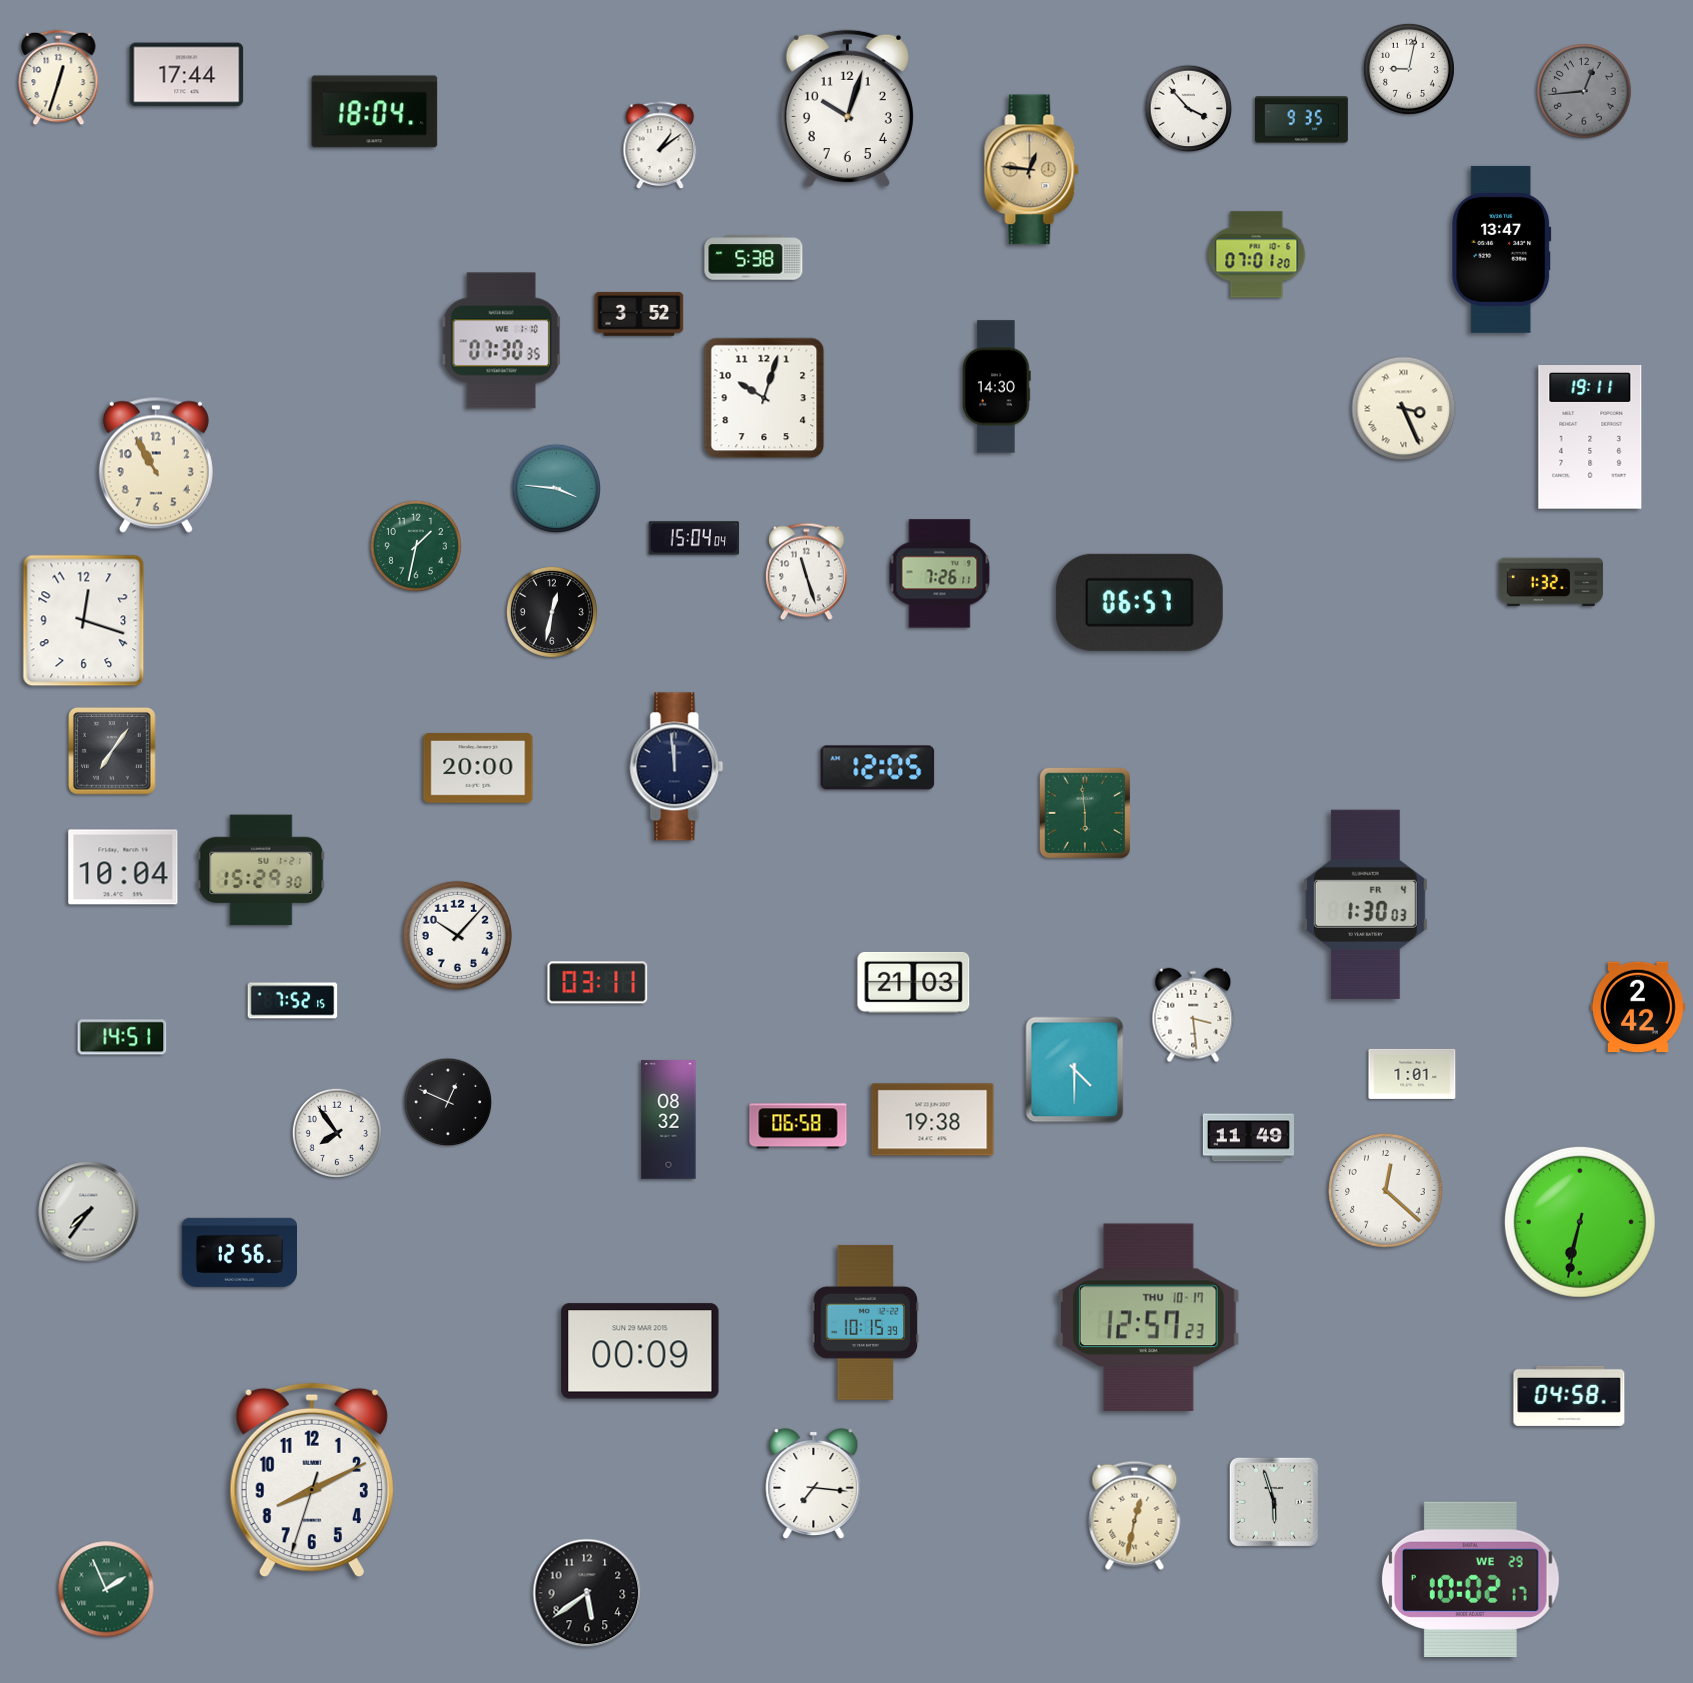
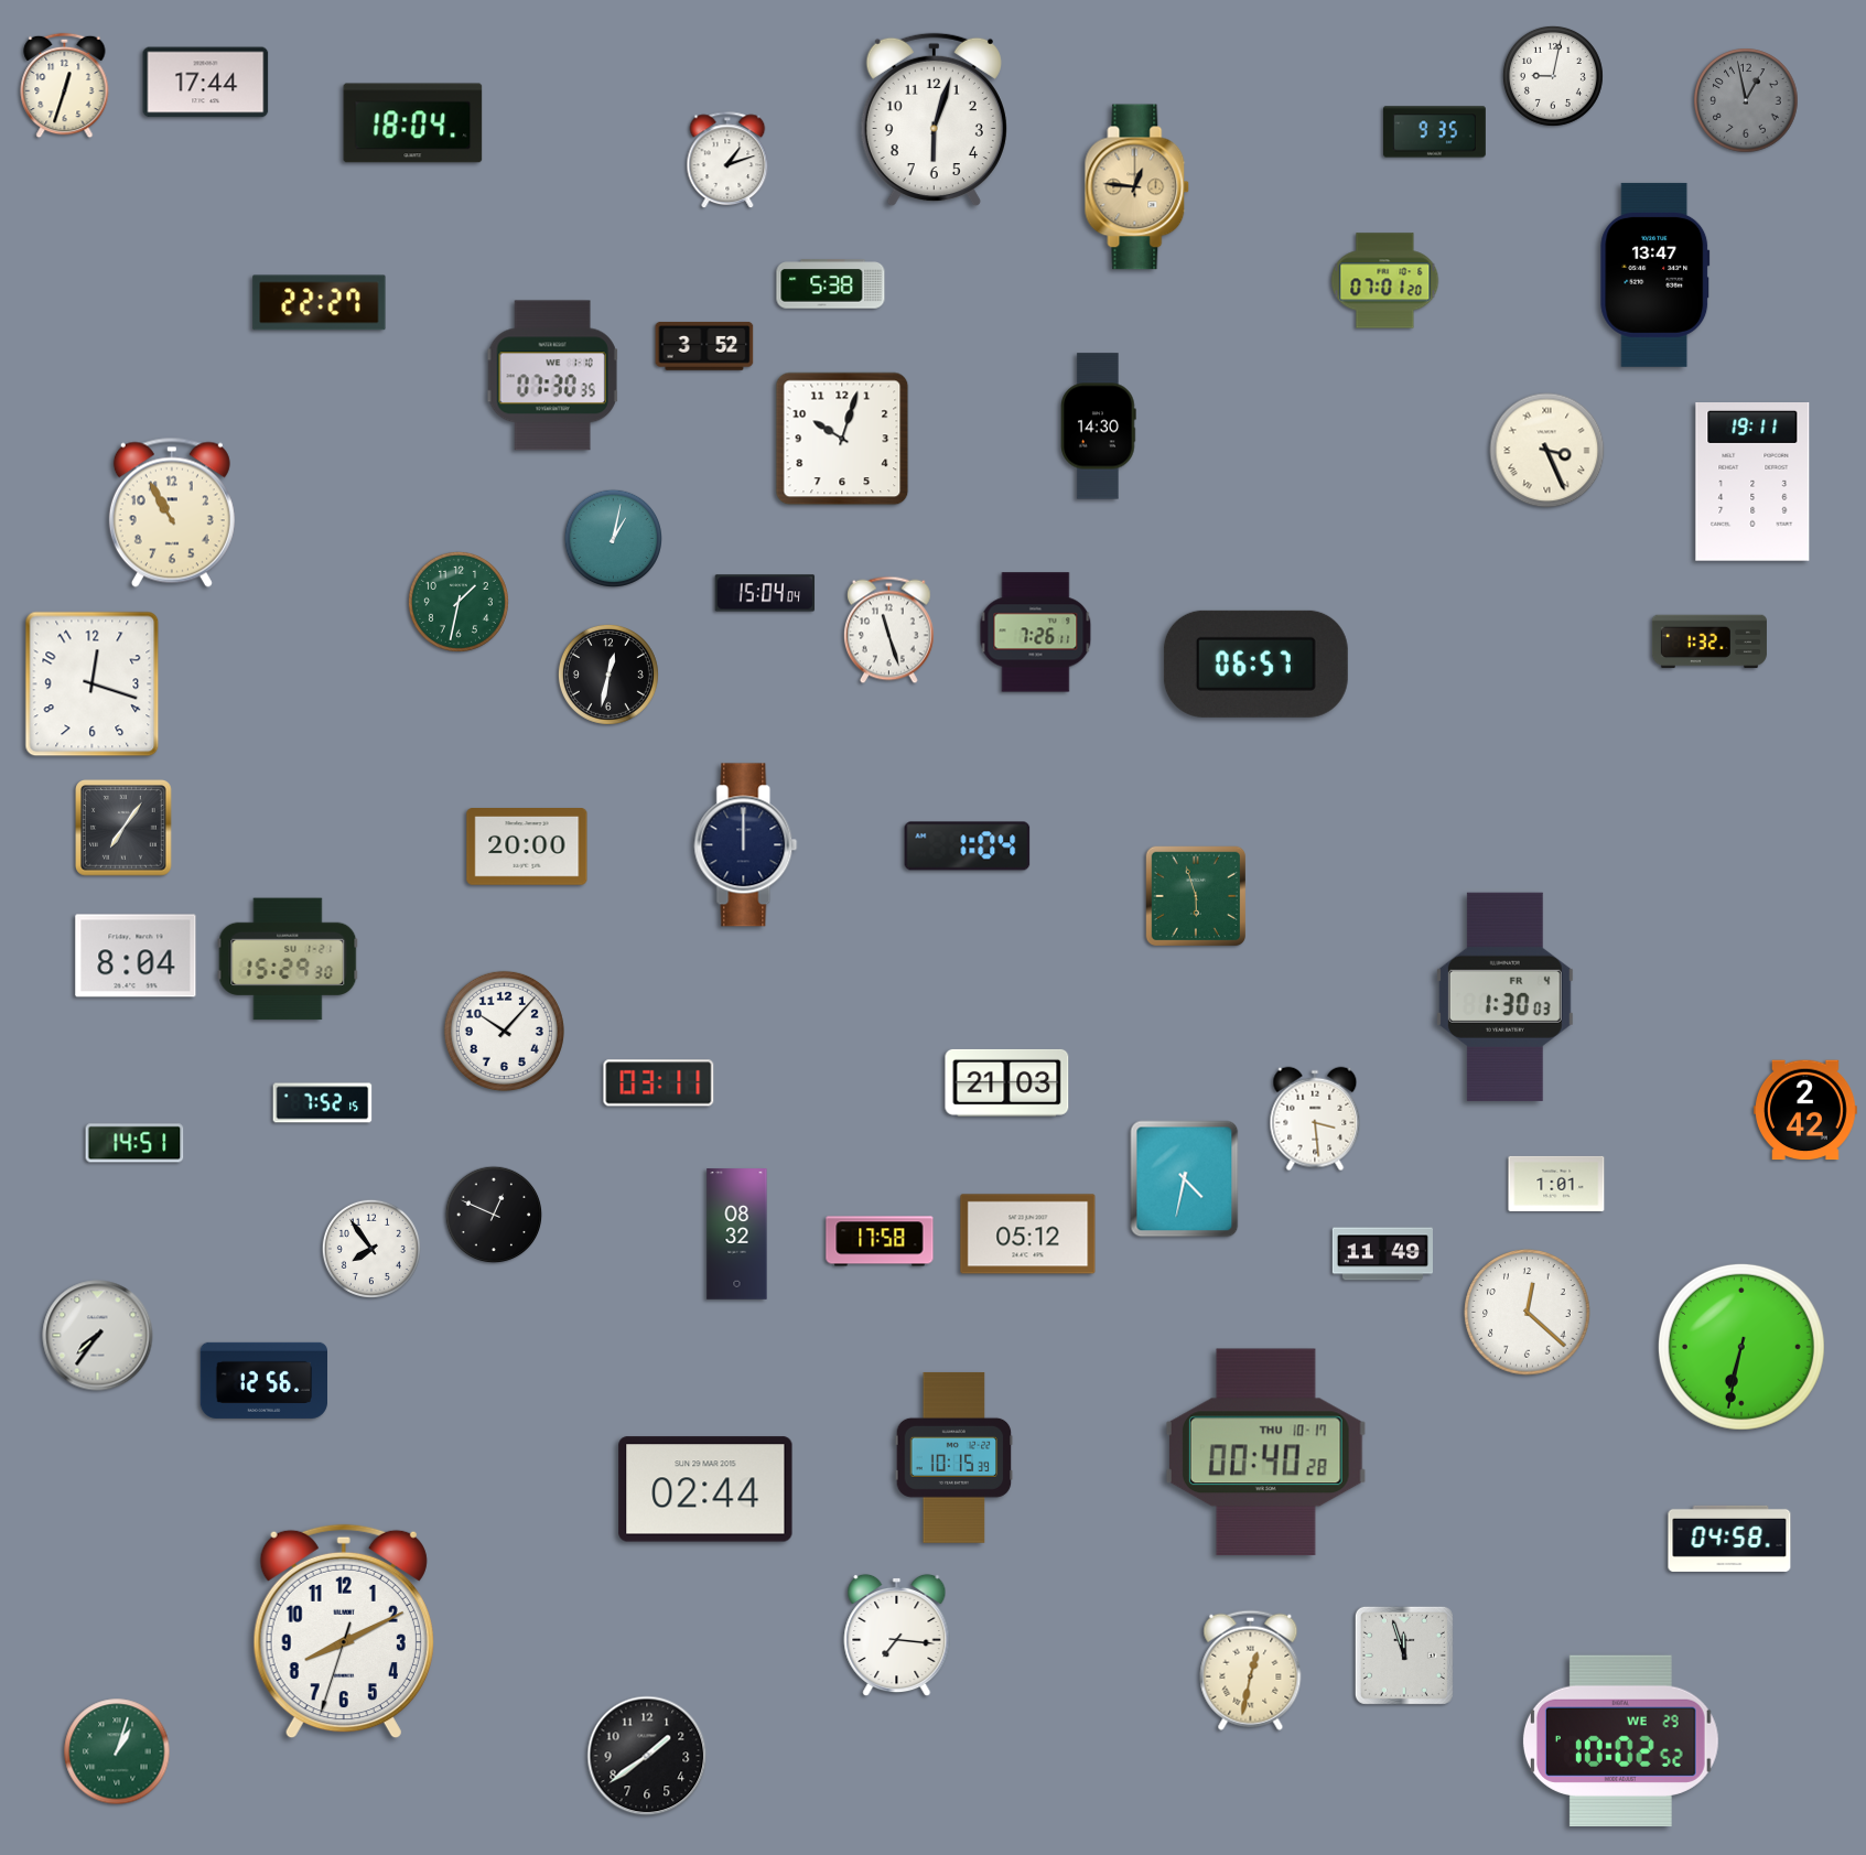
clock at (1584, 91): 12:44 -> 12:58
clock at (847, 109): 10:03 -> 6:03
clock at (1189, 109): 3:53 -> none
clock at (660, 146): 1:09 -> 1:12
clock at (320, 303): none -> 22:27
clock at (556, 488): 3:46 -> 1:02
clock at (677, 767): 11:59 -> 12:00
clock at (878, 768): 12:05 -> 1:04
clock at (1084, 812): 5:59 -> 5:57
clock at (123, 867): 10:04 -> 8:04
clock at (1075, 1070): 4:30 -> 4:32
clock at (933, 1120): 19:38 -> 05:12
clock at (798, 1126): 06:58 -> 17:58
clock at (1248, 1138) position: (1248, 1138) -> (1382, 1254)
clock at (1148, 1317): 12:57 -> 00:40
clock at (640, 1351): 00:09 -> 02:44
clock at (1274, 1502): 5:57 -> 11:57
clock at (1470, 1579): 10:02:17 -> 10:02:52
clock at (106, 1589): 1:56 -> 1:03
clock at (587, 1593): 5:39 -> 1:39
